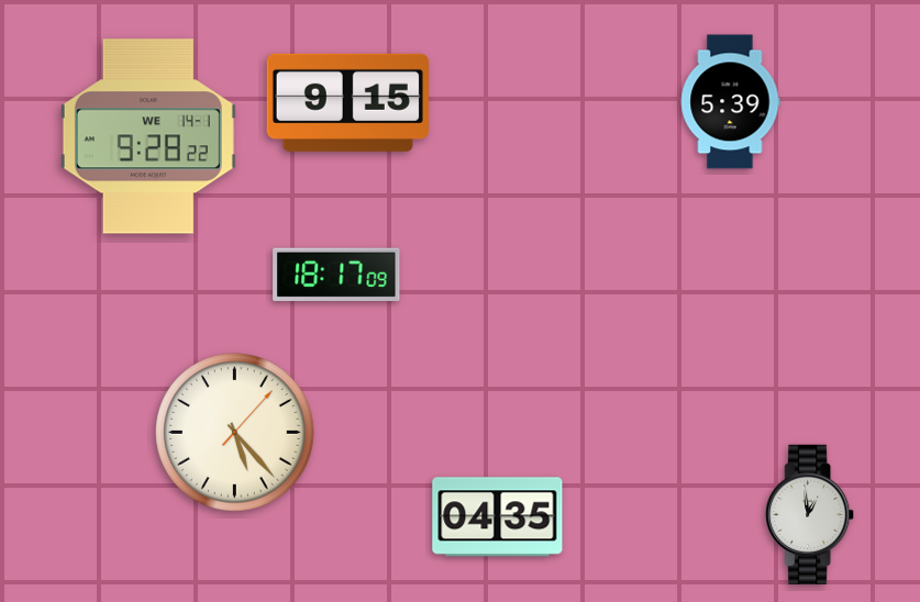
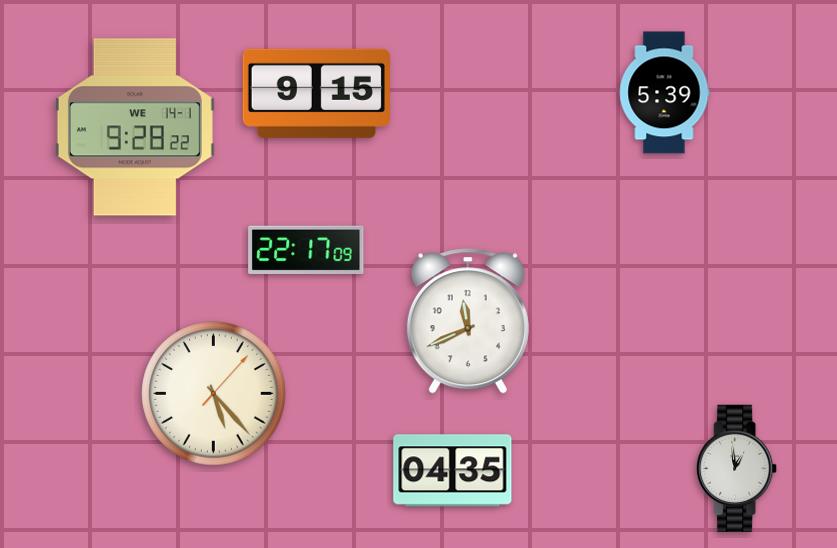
clock at (148, 136) position: (148, 136) -> (135, 127)
clock at (336, 274): 18:17 -> 22:17
clock at (468, 321): none -> 11:41
